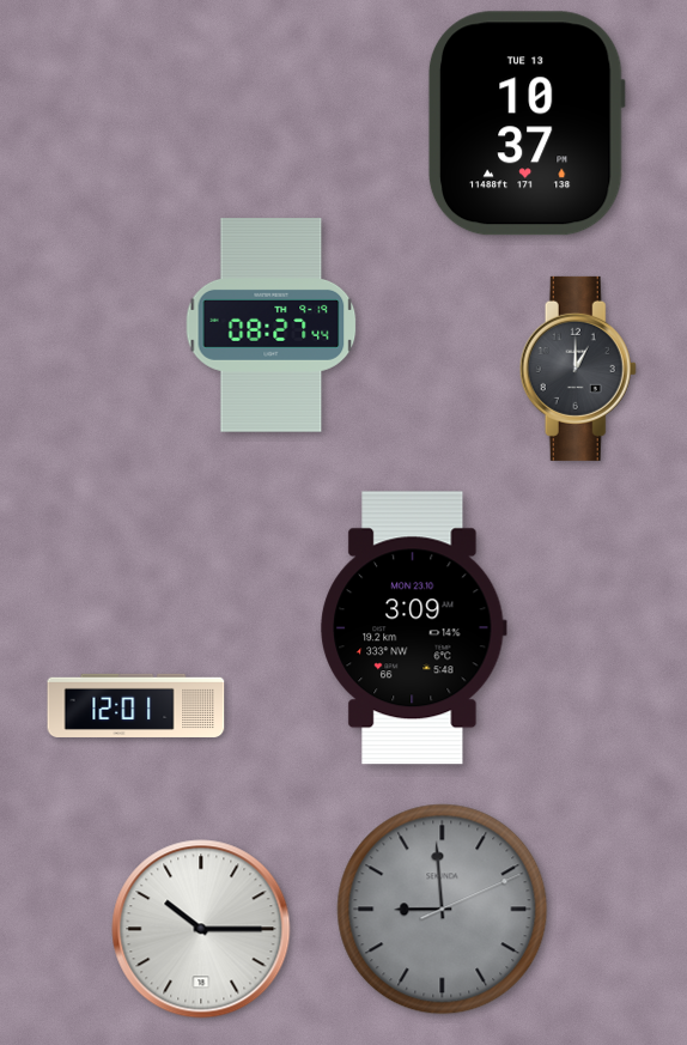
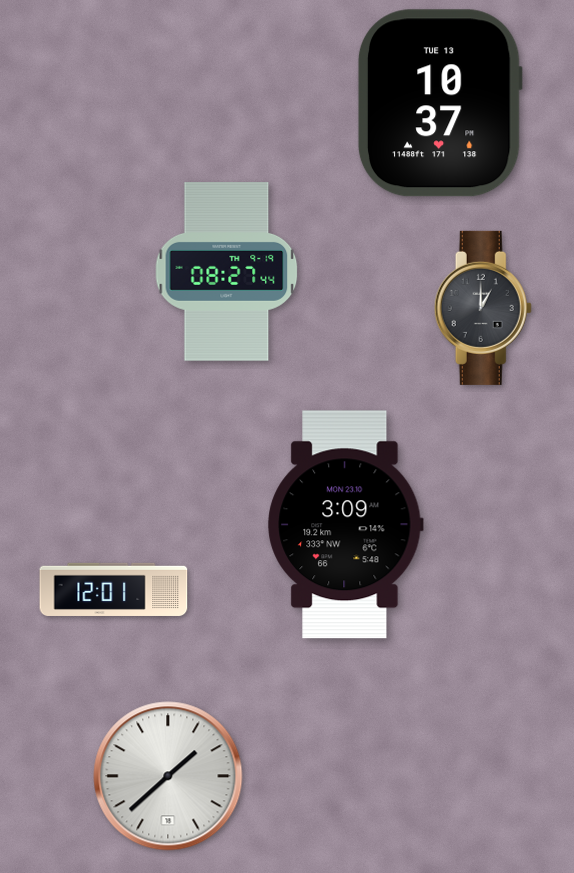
clock at (443, 910): 8:59 -> none
clock at (201, 929): 10:15 -> 1:38
